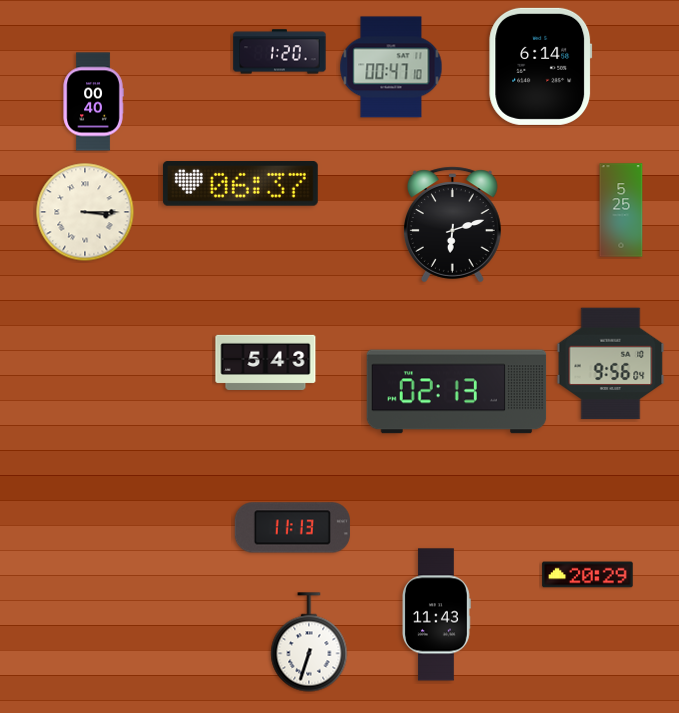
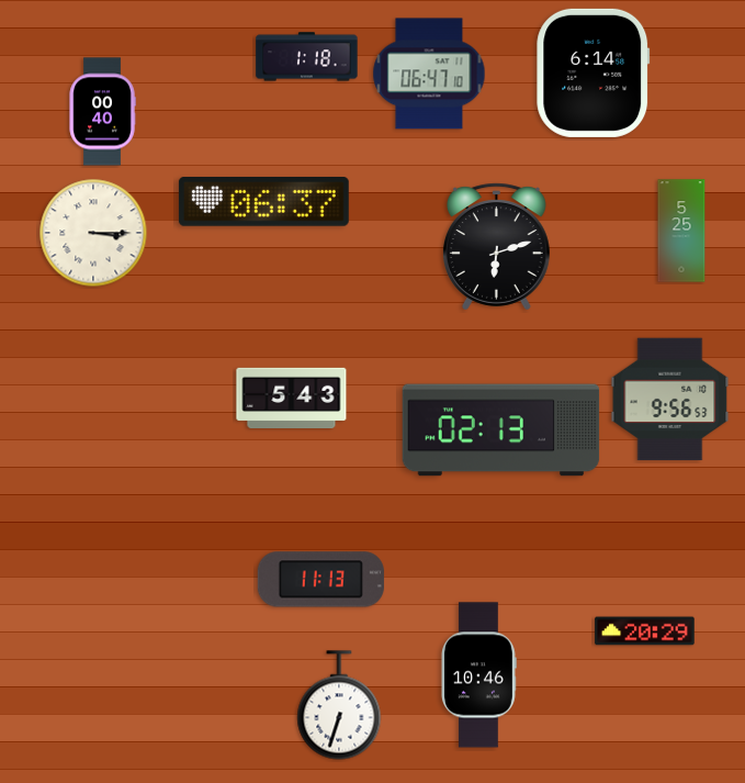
clock at (280, 52): 1:20 -> 1:18
clock at (391, 67): 00:47 -> 06:47
clock at (611, 364): 9:56:04 -> 9:56:53
clock at (436, 615): 11:43 -> 10:46
